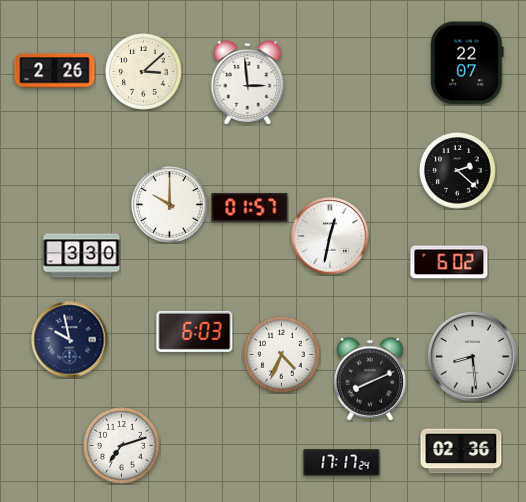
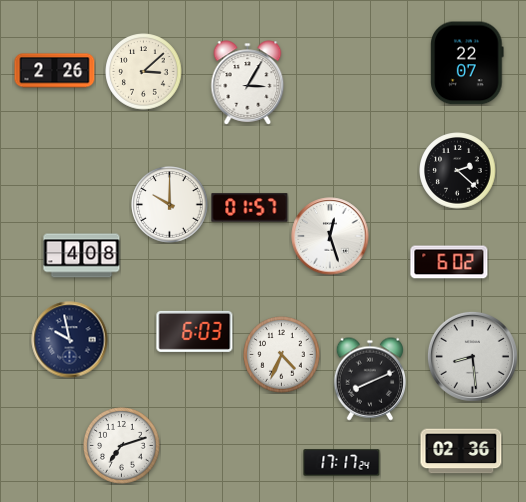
clock at (248, 83): 2:59 -> 3:05
clock at (330, 236): 12:32 -> 12:27
clock at (82, 256): 3:30 -> 4:08
